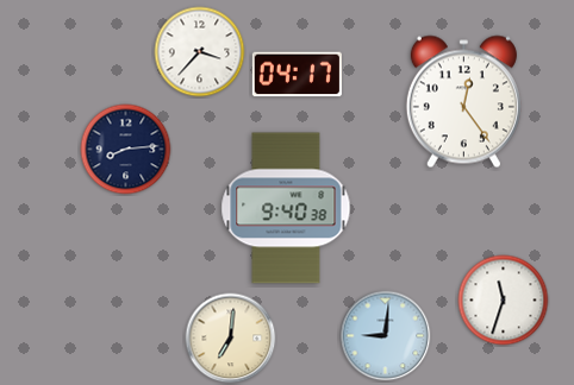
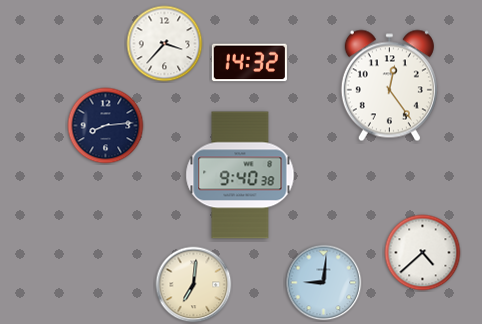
clock at (200, 52) position: (200, 52) -> (165, 44)
clock at (297, 75): 04:17 -> 14:32
clock at (504, 301): 11:33 -> 4:38
